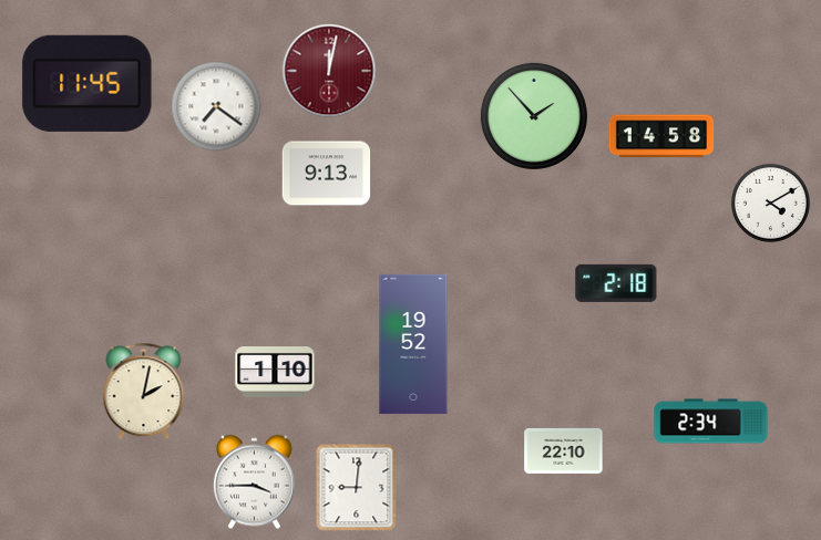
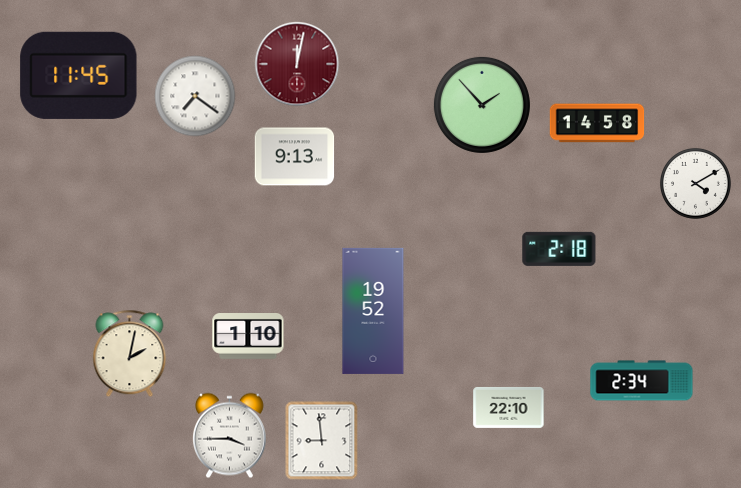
clock at (616, 283) position: (616, 283) -> (559, 249)
clock at (357, 488): 9:01 -> 8:59
